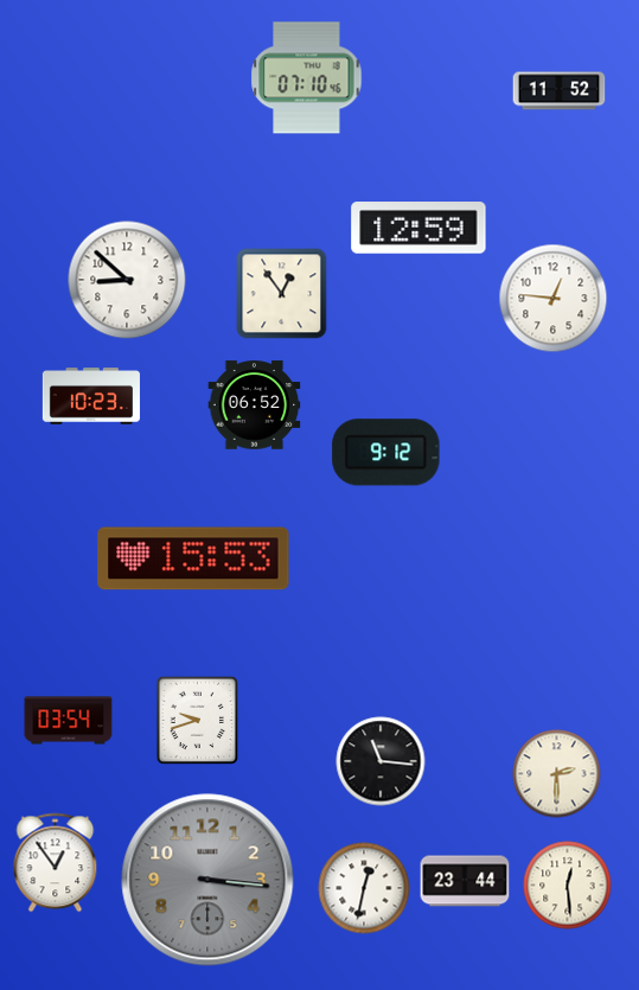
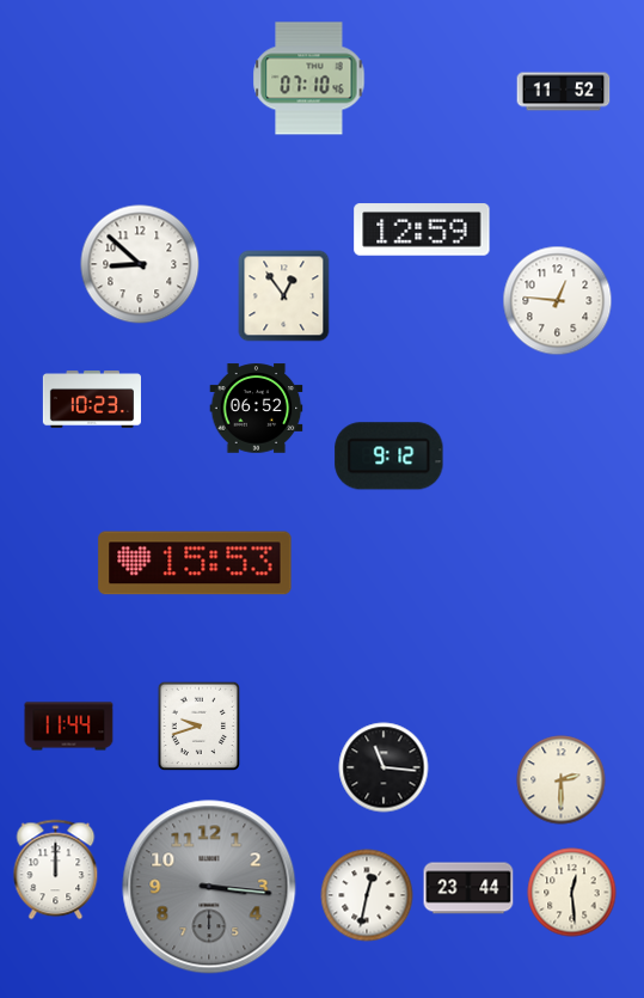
clock at (127, 280) position: (127, 280) -> (140, 264)
clock at (69, 721): 03:54 -> 11:44
clock at (56, 863): 12:54 -> 12:00
